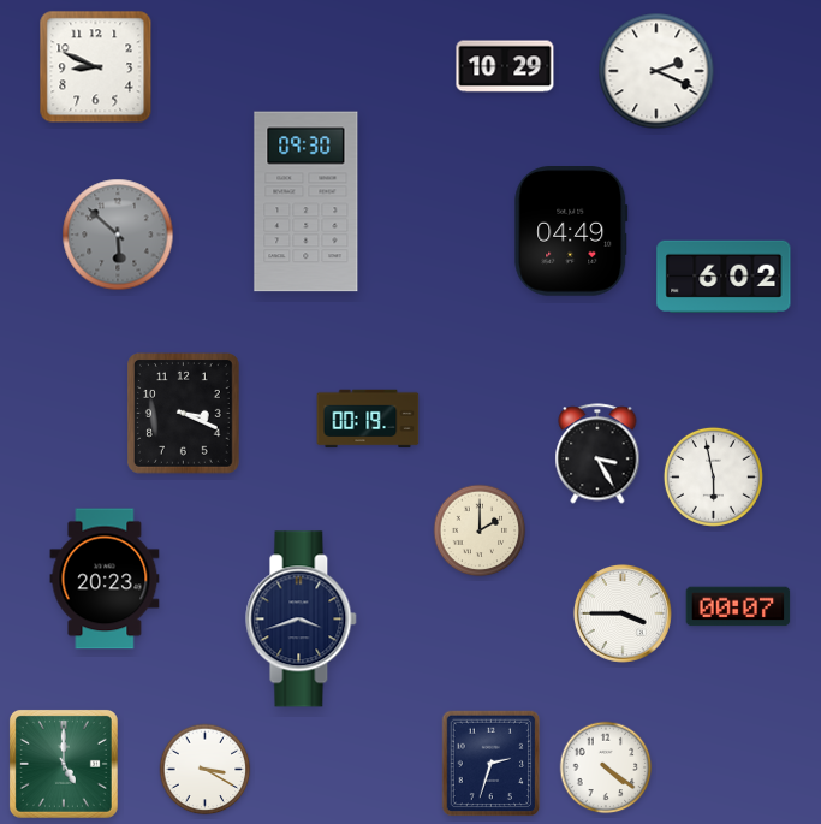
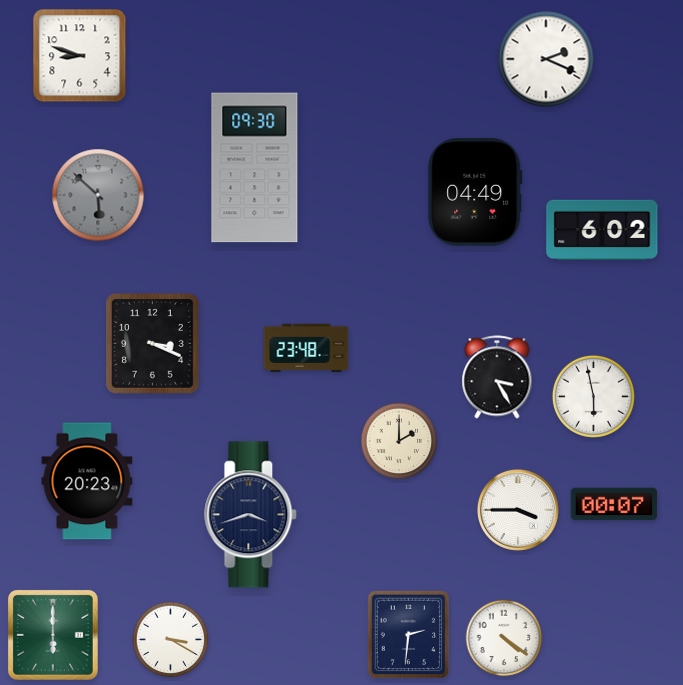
clock at (505, 66): 10:29 -> none
clock at (96, 67): 8:49 -> 8:48
clock at (368, 419): 00:19 -> 23:48
clock at (64, 764): 5:00 -> 6:00
clock at (492, 764): 2:33 -> 2:31
